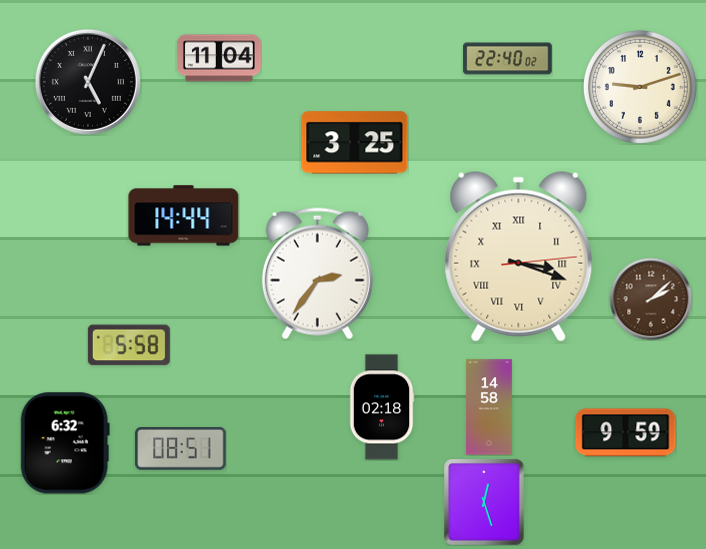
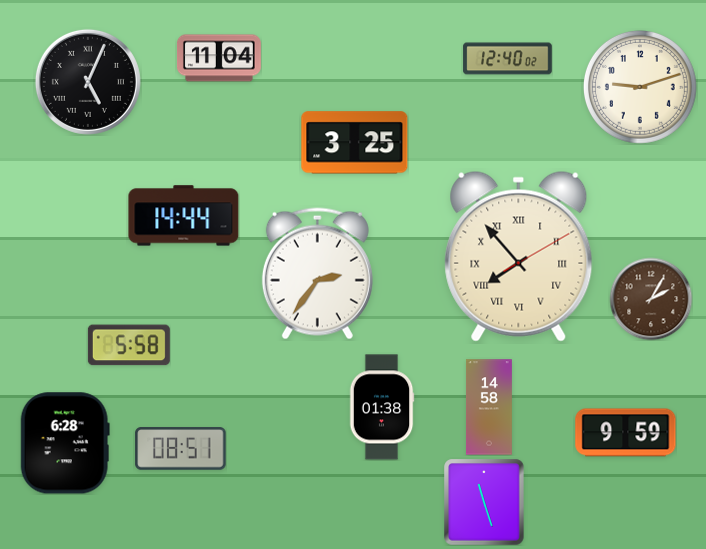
clock at (508, 59): 22:40 -> 12:40
clock at (519, 256): 3:18 -> 7:53
clock at (651, 299): 2:08 -> 2:05
clock at (382, 407): 02:18 -> 01:38
clock at (65, 443): 6:32 -> 6:28
clock at (484, 502): 12:27 -> 11:27
